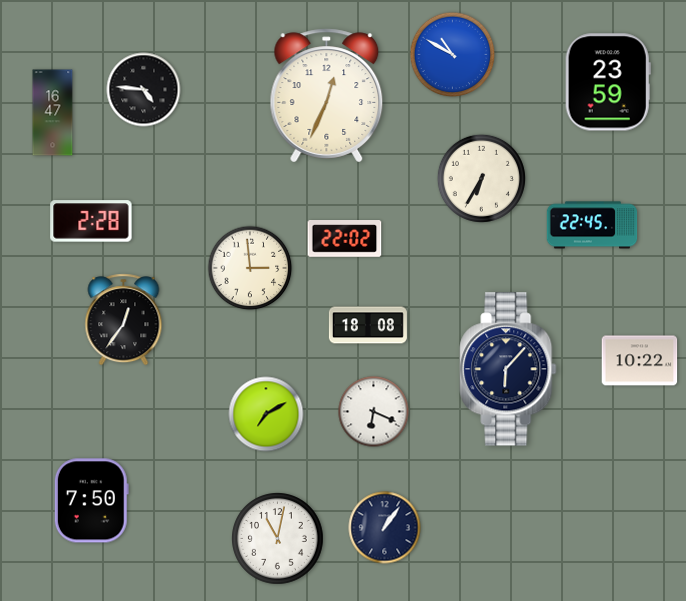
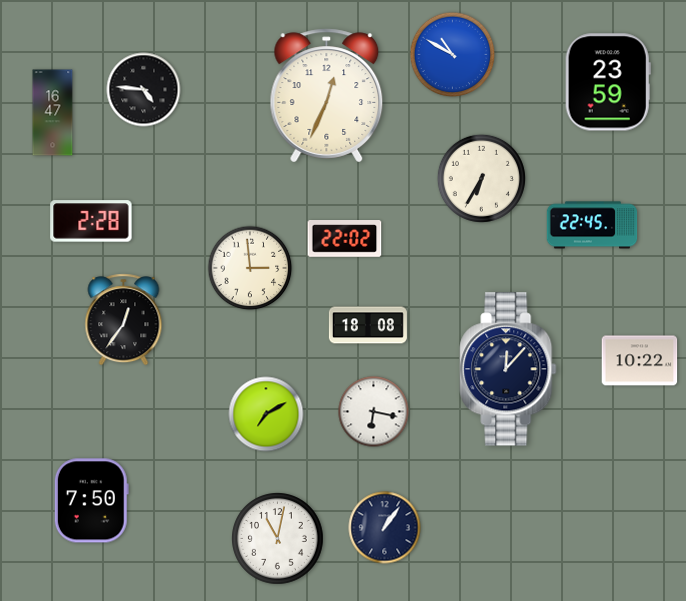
clock at (508, 369): 6:07 -> 12:07
clock at (374, 412): 6:19 -> 6:17
